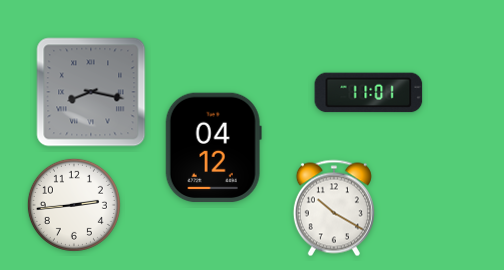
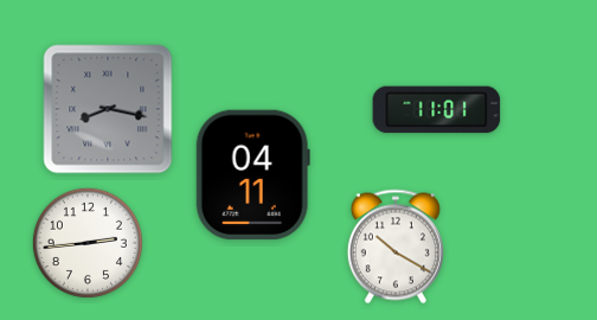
clock at (213, 148): 04:12 -> 04:11
